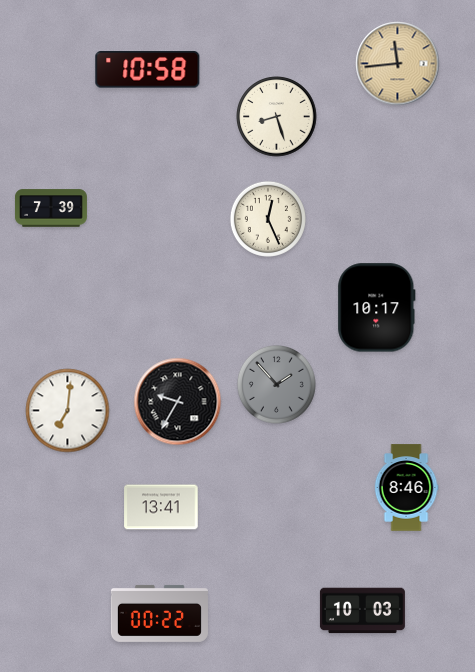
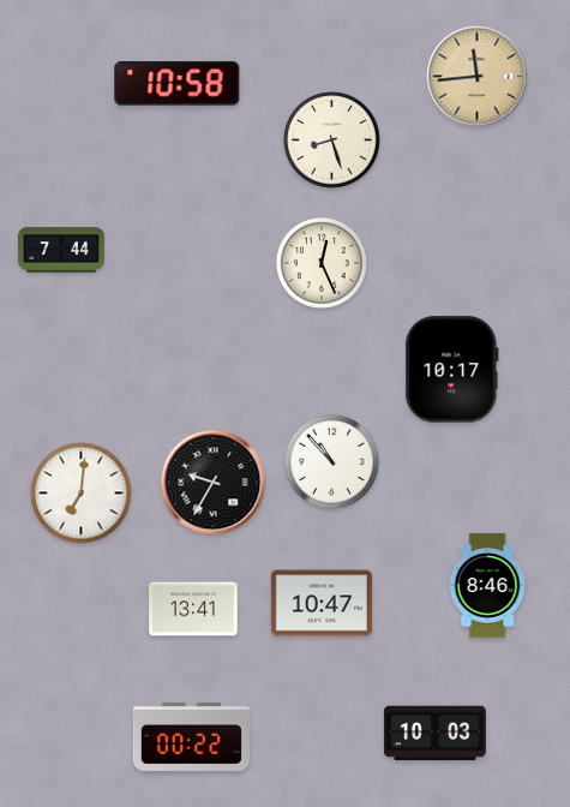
clock at (51, 208): 7:39 -> 7:44
clock at (276, 384): 1:53 -> 10:53
clock at (276, 384) dial: grey -> white
clock at (322, 603): none -> 10:47
